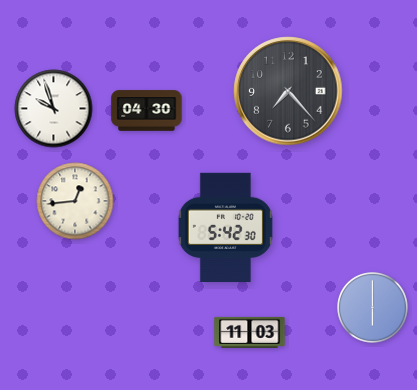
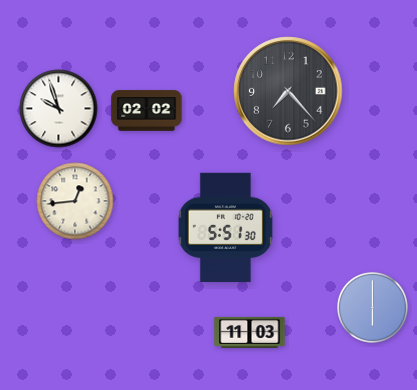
clock at (54, 109) position: (54, 109) -> (59, 109)
clock at (147, 111): 04:30 -> 02:02
clock at (225, 228): 5:42 -> 5:51
